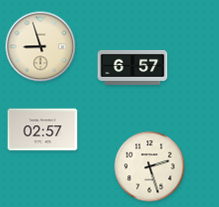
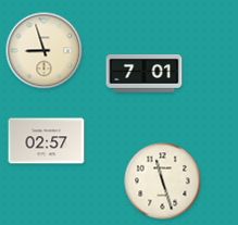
clock at (133, 68): 6:57 -> 7:01
clock at (150, 167): 2:27 -> 11:27
